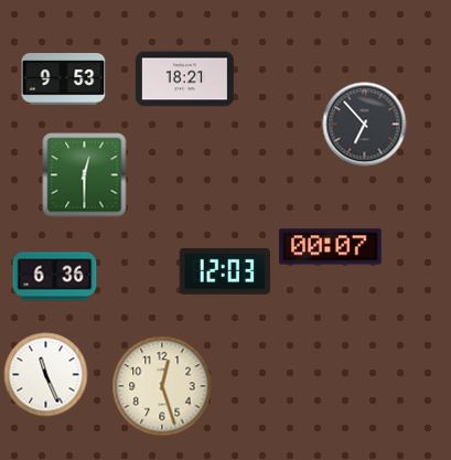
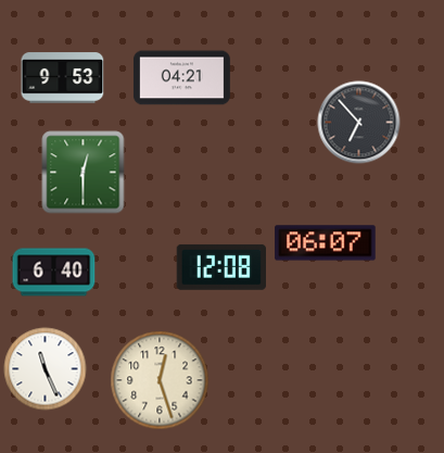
clock at (184, 79): 18:21 -> 04:21
clock at (331, 247): 00:07 -> 06:07
clock at (224, 271): 12:03 -> 12:08
clock at (55, 277): 6:36 -> 6:40
